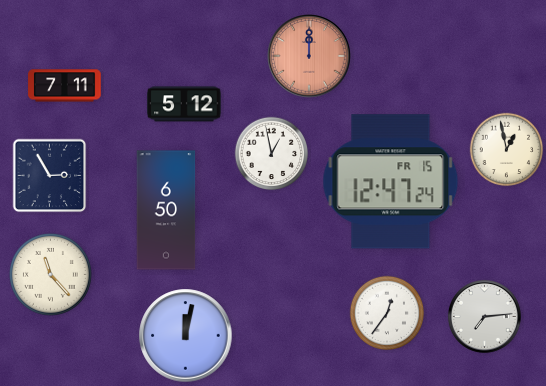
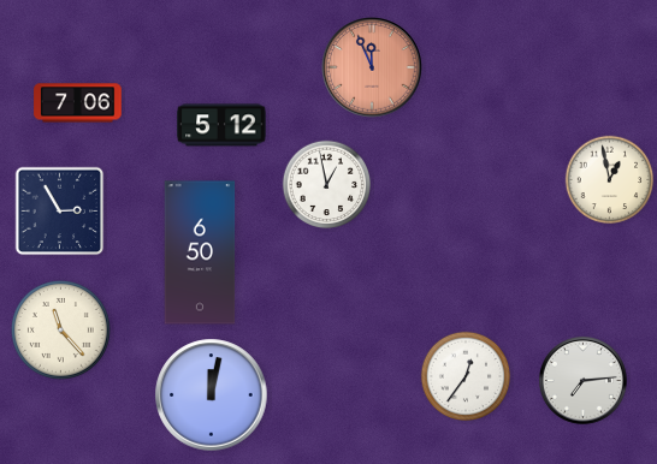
clock at (309, 56): 12:00 -> 11:56
clock at (65, 86): 7:11 -> 7:06
clock at (391, 182): 12:47 -> none
clock at (186, 336) position: (186, 336) -> (212, 395)
